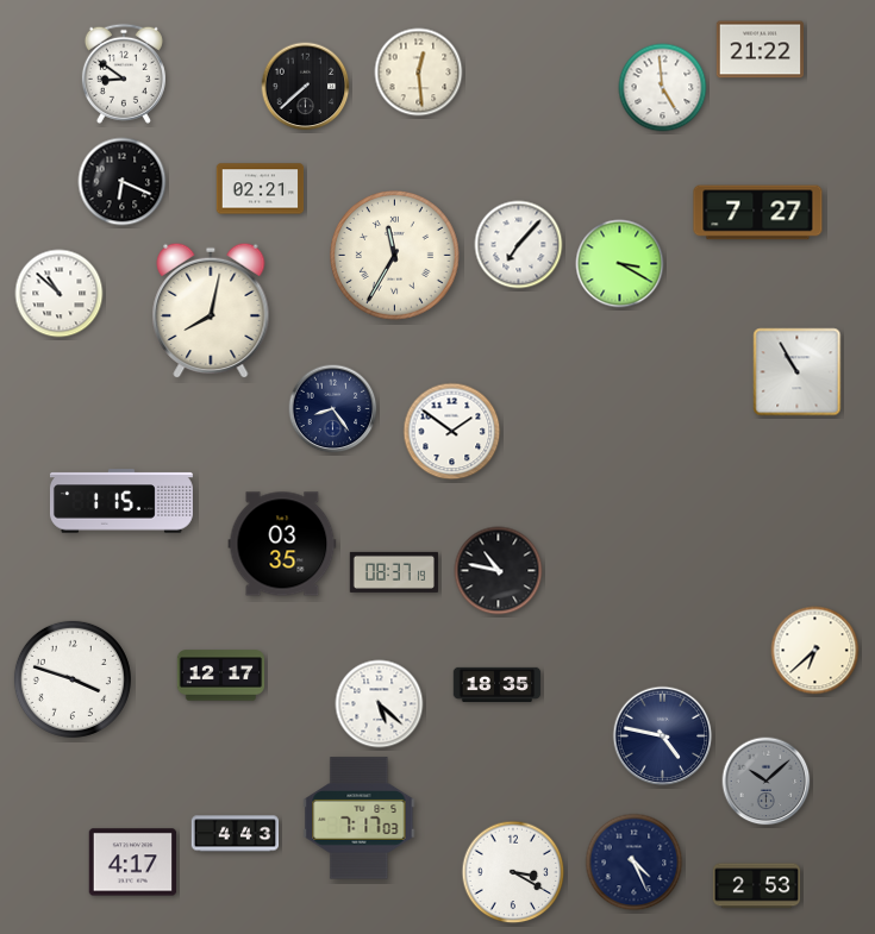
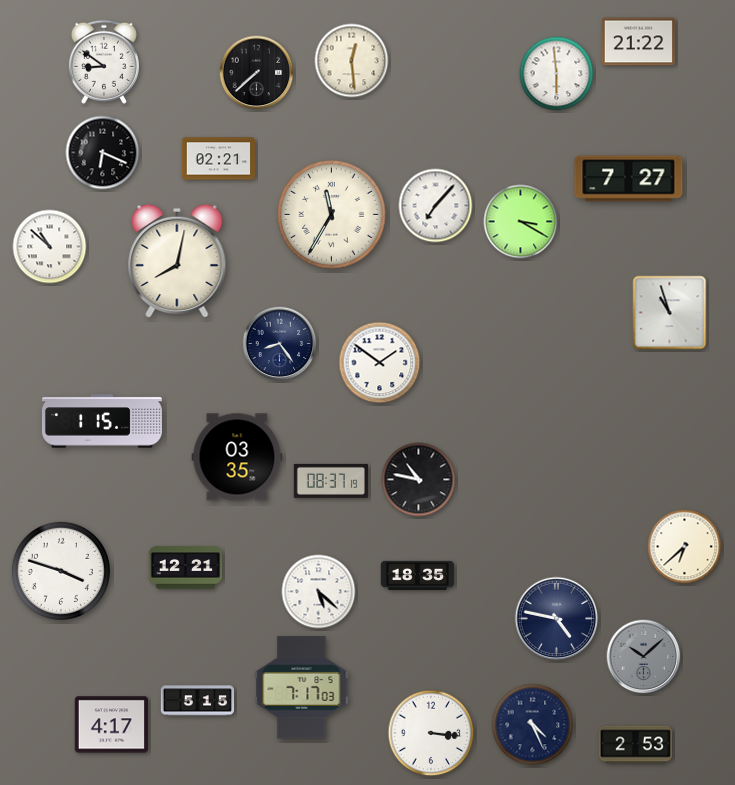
clock at (663, 88): 4:59 -> 5:59
clock at (758, 213) position: (758, 213) -> (629, 179)
clock at (798, 372): 10:55 -> 10:57
clock at (221, 676): 12:17 -> 12:21
clock at (236, 834): 4:43 -> 5:15
clock at (513, 872): 3:20 -> 3:16
